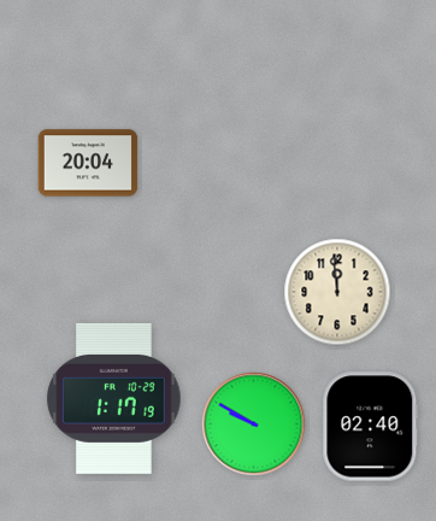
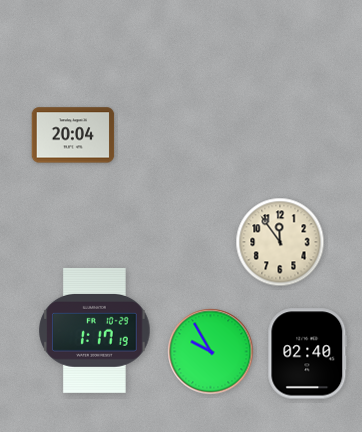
clock at (337, 292): 11:59 -> 11:54
clock at (254, 425): 9:50 -> 9:55
